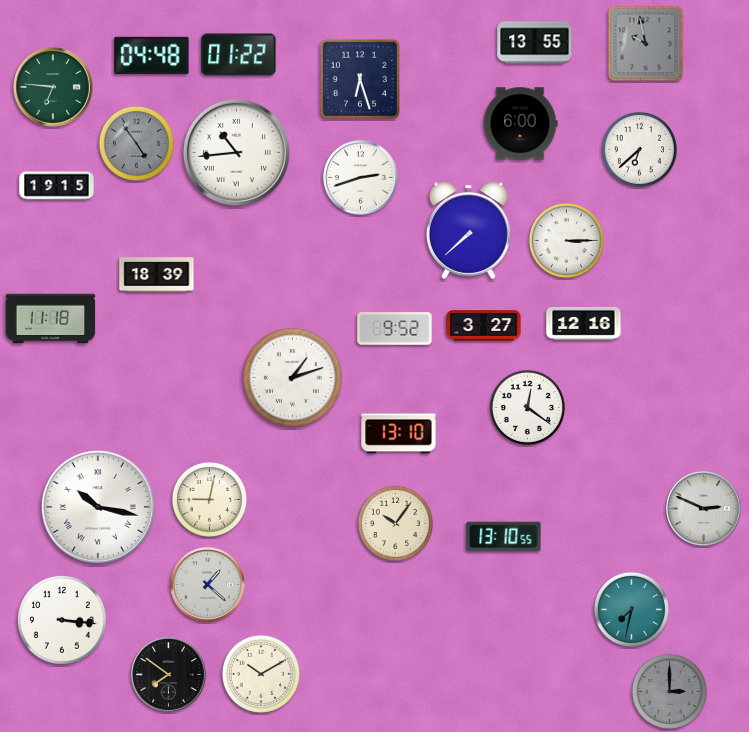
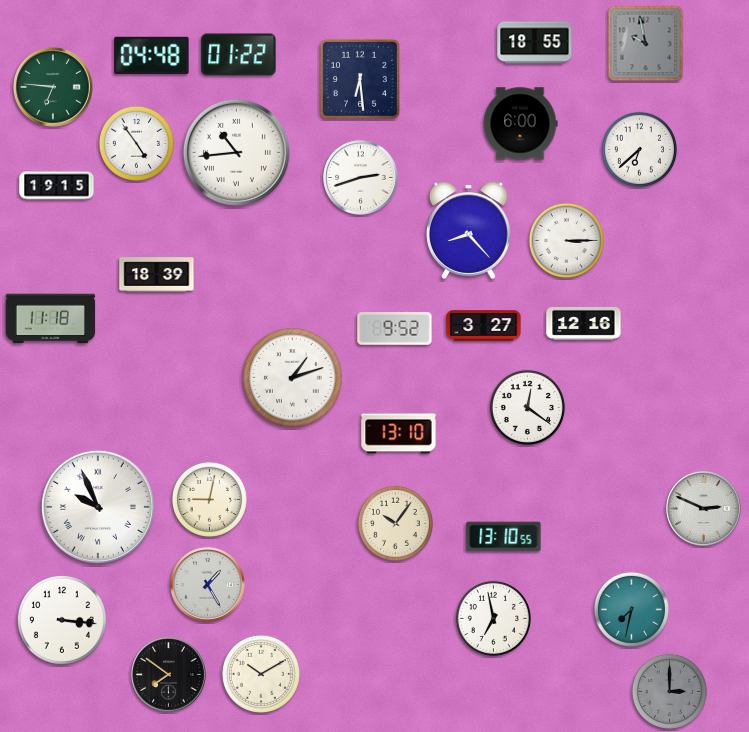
clock at (535, 43): 13:55 -> 18:55
clock at (360, 79): 6:27 -> 6:29
clock at (136, 143) dial: grey -> white
clock at (469, 230): 7:38 -> 8:23
clock at (98, 507): 10:17 -> 9:56
clock at (208, 585): 1:22 -> 1:25
clock at (493, 618): none -> 6:58
